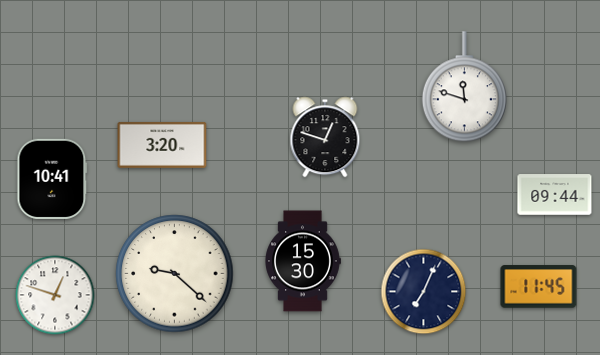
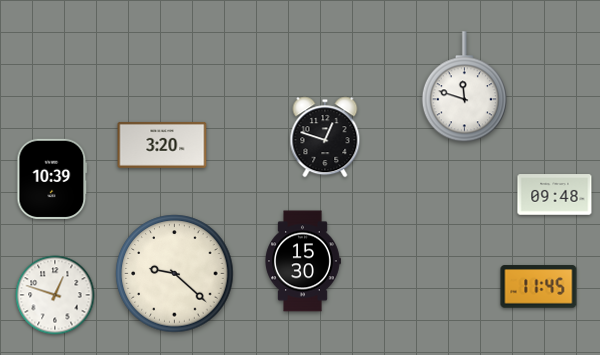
clock at (52, 179): 10:41 -> 10:39
clock at (555, 195): 09:44 -> 09:48
clock at (424, 292): 7:04 -> none
